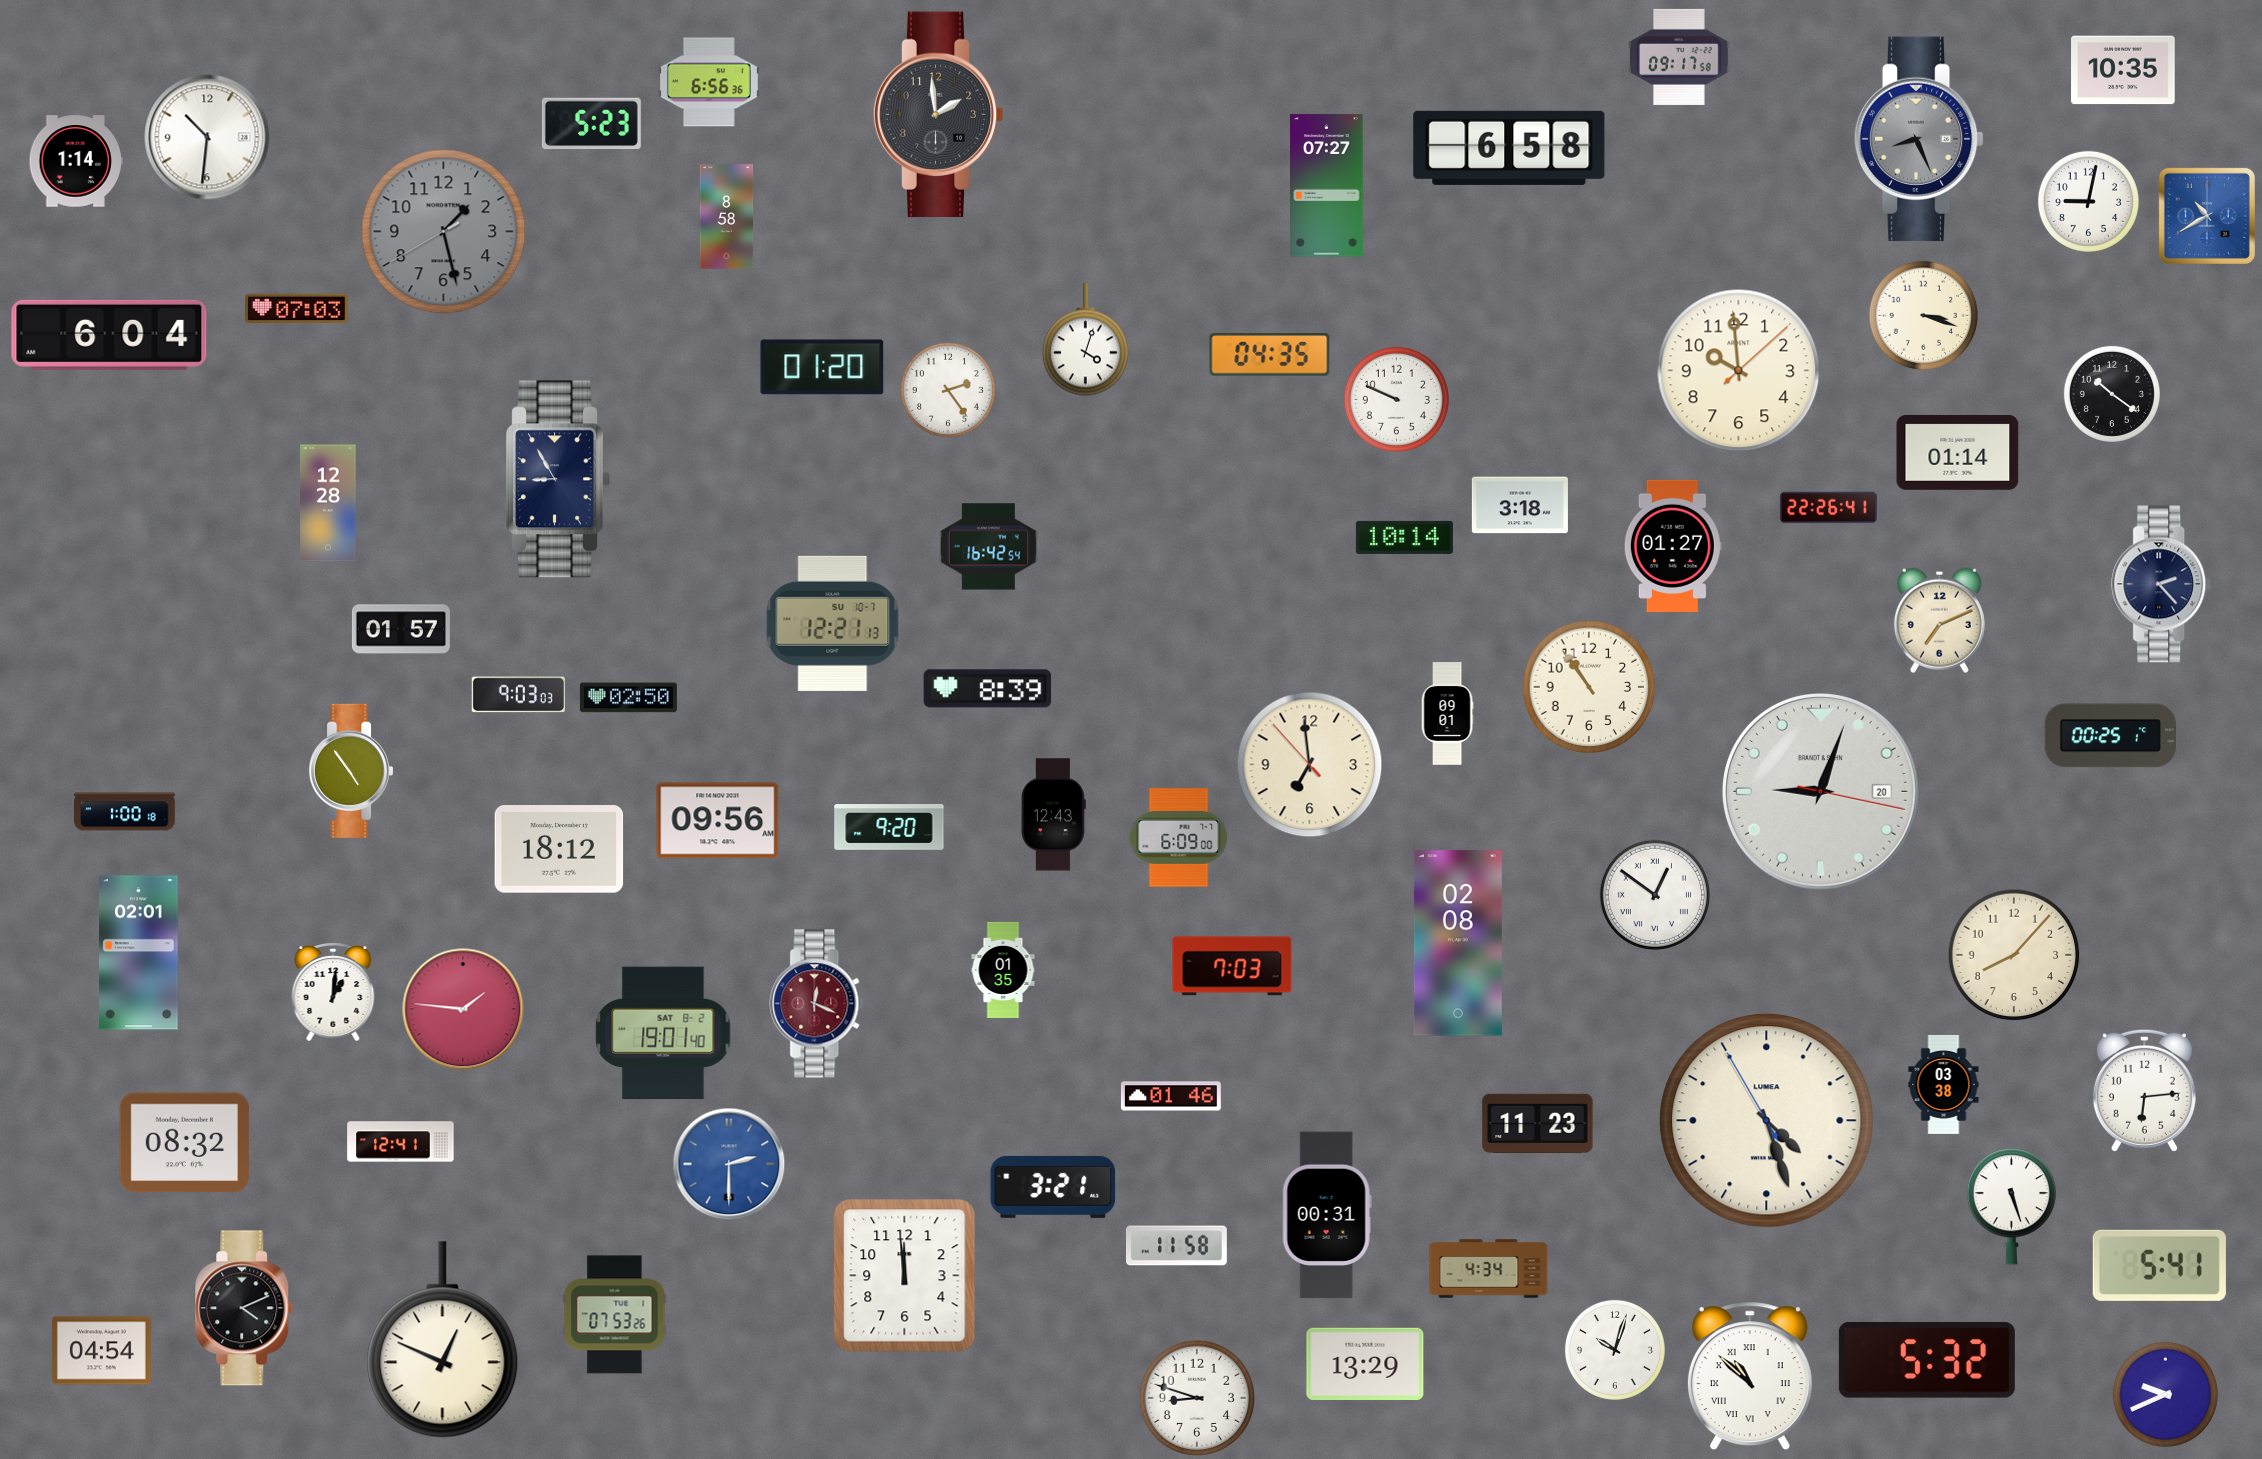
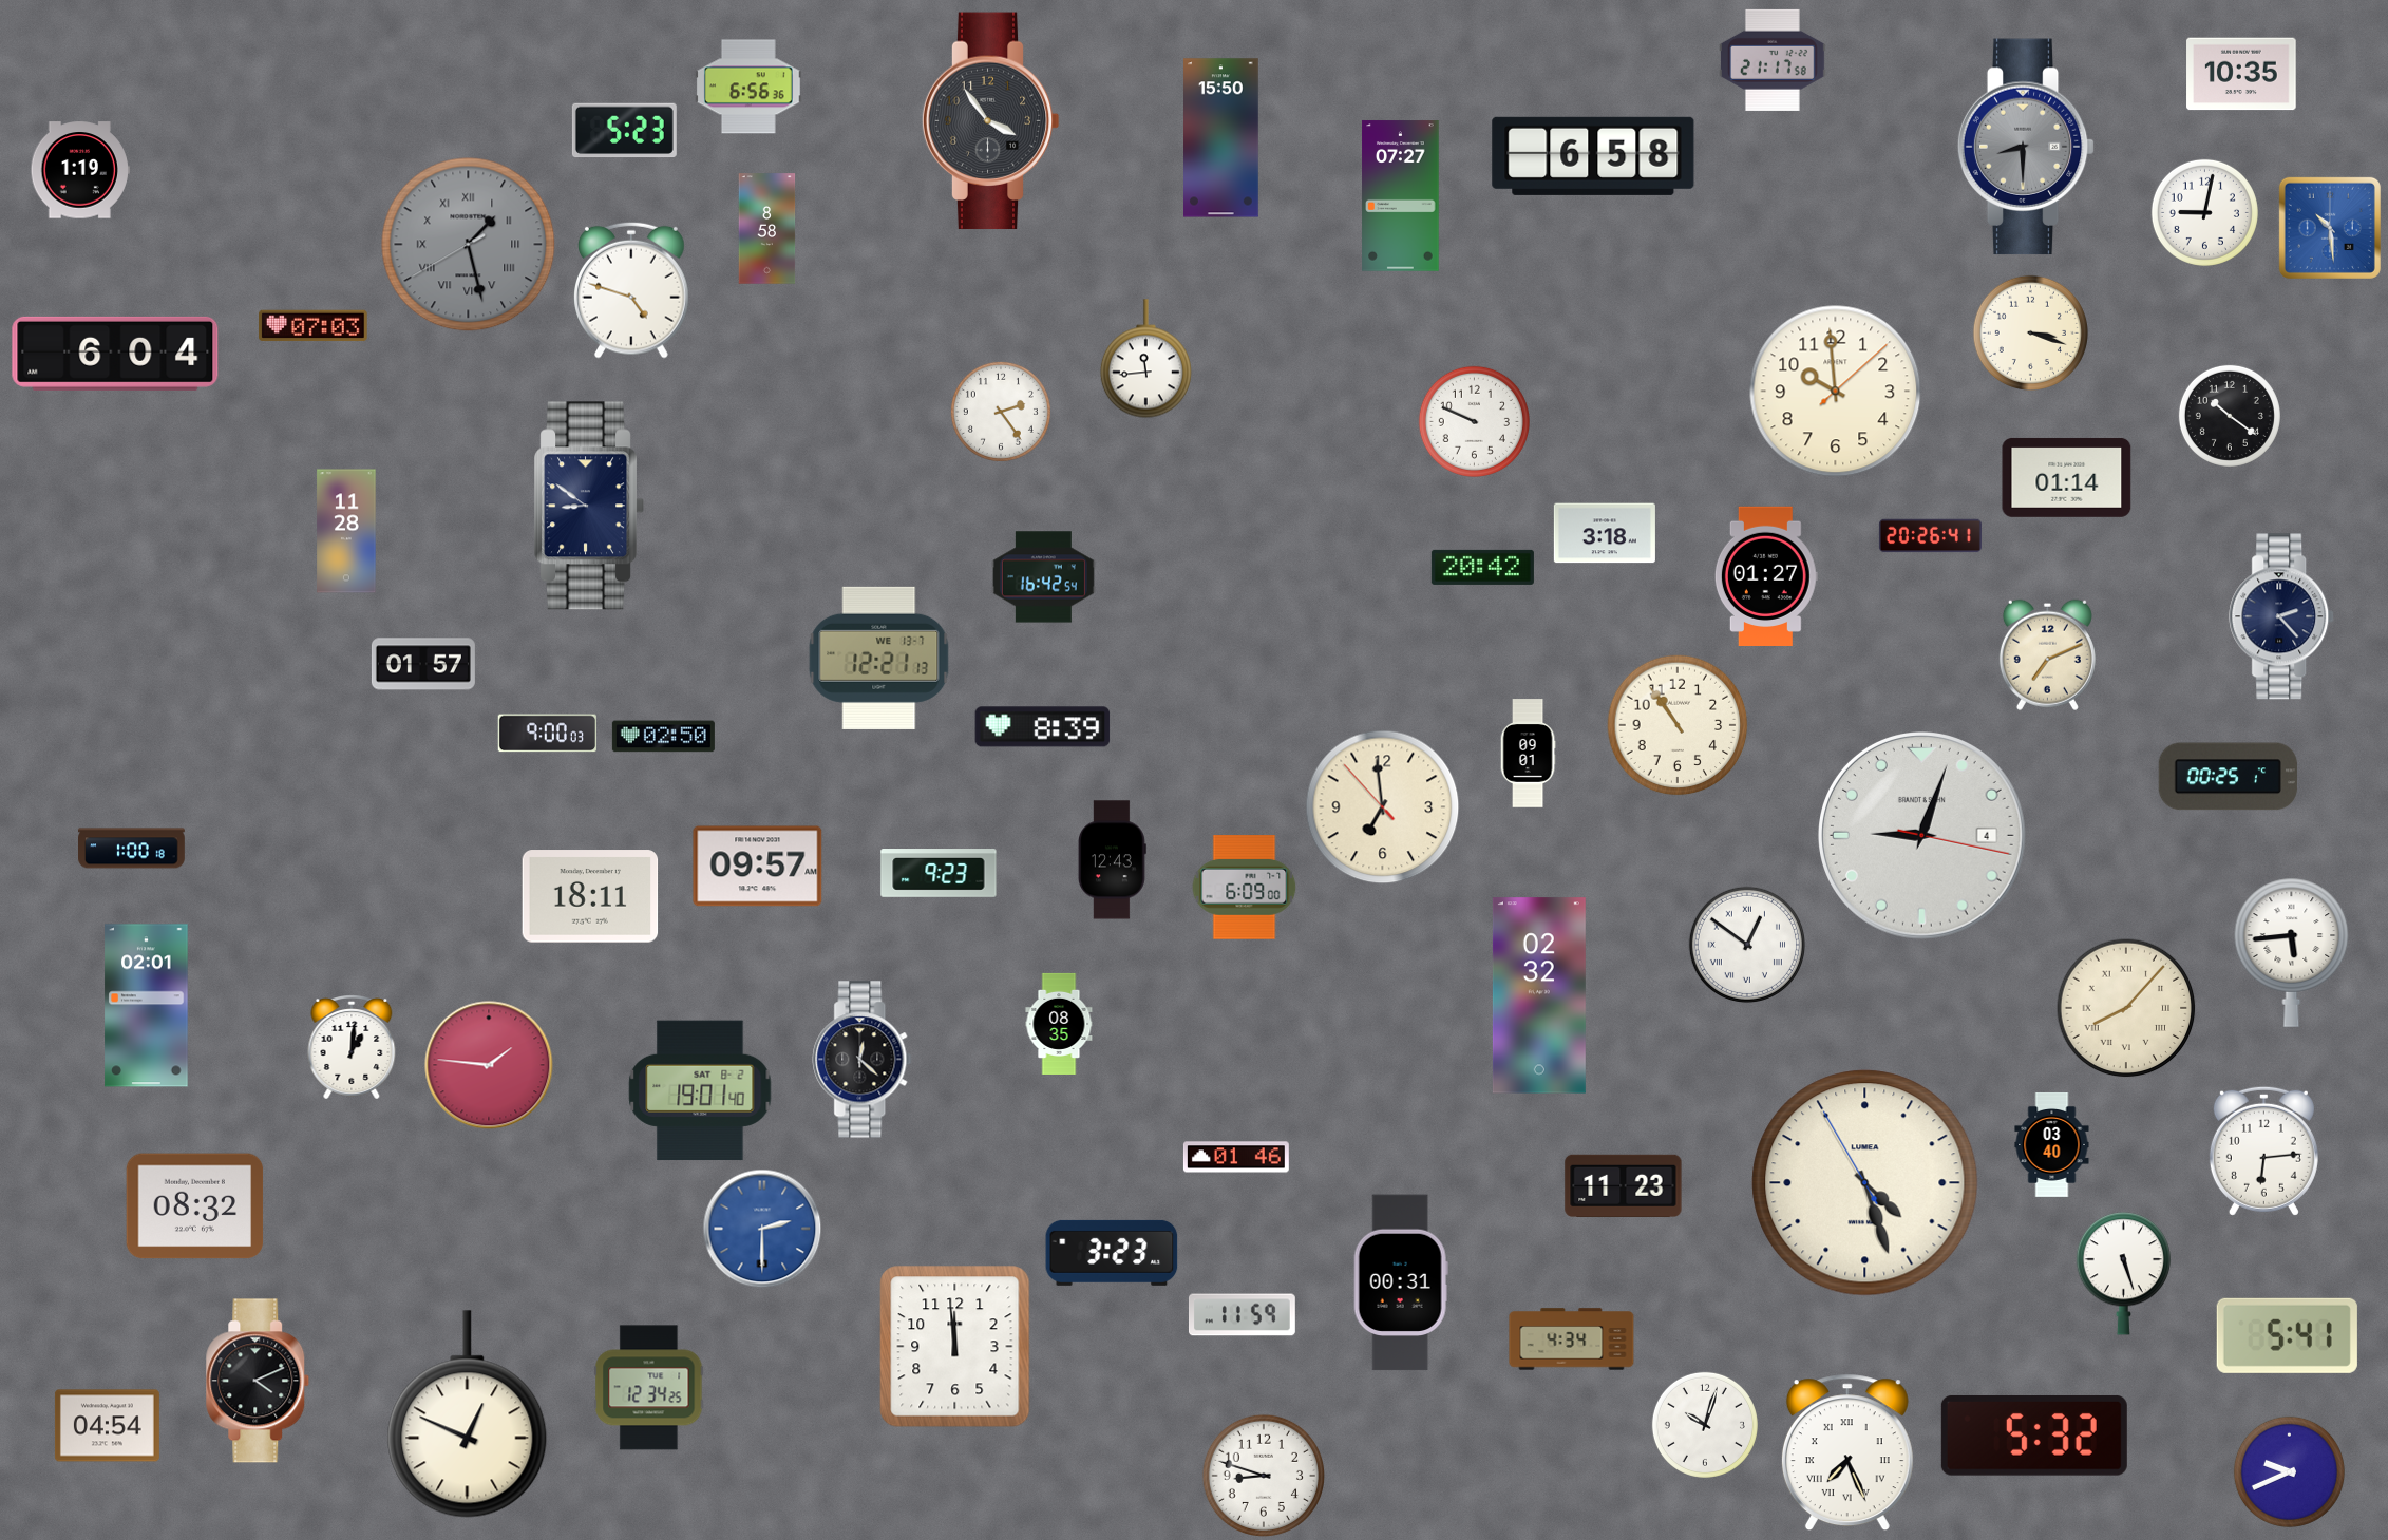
clock at (1680, 57): 09:17 -> 21:17
clock at (938, 115): 1:59 -> 3:54
clock at (1221, 138): none -> 15:50
clock at (207, 137): 10:31 -> none
clock at (1919, 139): 8:26 -> 8:30
clock at (76, 161): 1:14 -> 1:19
clock at (2207, 216): 10:40 -> 10:29
clock at (444, 232) numerals: Arabic -> Roman
clock at (632, 290): none -> 4:48
clock at (1085, 340): 4:03 -> 11:44
clock at (1270, 355): 04:35 -> none
clock at (822, 367): 01:20 -> none
clock at (558, 479): 8:55 -> 8:51
clock at (328, 503): 12:28 -> 11:28
clock at (1828, 508): 22:26 -> 20:26
clock at (1404, 537): 10:14 -> 20:42
clock at (833, 623) date: SU 10-7 -> WE 13-7
clock at (518, 695): 9:03 -> 9:00
clock at (352, 771): 4:54 -> none
clock at (1821, 792) date: 20 -> 4
clock at (125, 812) position: (125, 812) -> (132, 849)
clock at (718, 821): 09:56 -> 09:57
clock at (889, 828): 9:20 -> 9:23
clock at (1179, 838) position: (1179, 838) -> (1245, 888)
clock at (559, 849): 18:12 -> 18:11
clock at (2292, 952): none -> 5:44
clock at (1458, 943): 02:08 -> 02:32
clock at (2014, 955) numerals: Arabic -> Roman
clock at (1232, 966): 7:03 -> none
clock at (1003, 970): 01:35 -> 08:35
clock at (817, 1004): 12:19 -> 12:22
clock at (817, 1004) dial: burgundy -> black
clock at (1944, 1084): 03:38 -> 03:40
clock at (401, 1142): 12:41 -> none
clock at (729, 1164) position: (729, 1164) -> (762, 1229)
clock at (1053, 1187): 3:21 -> 3:23
clock at (1177, 1246): 11:58 -> 11:59
clock at (2159, 1265) position: (2159, 1265) -> (2287, 1335)
clock at (615, 1315): 07:53 -> 12:34
clock at (1365, 1363): 13:29 -> none
clock at (1750, 1376): 10:52 -> 7:26
clock at (2165, 1394) position: (2165, 1394) -> (2289, 1471)
